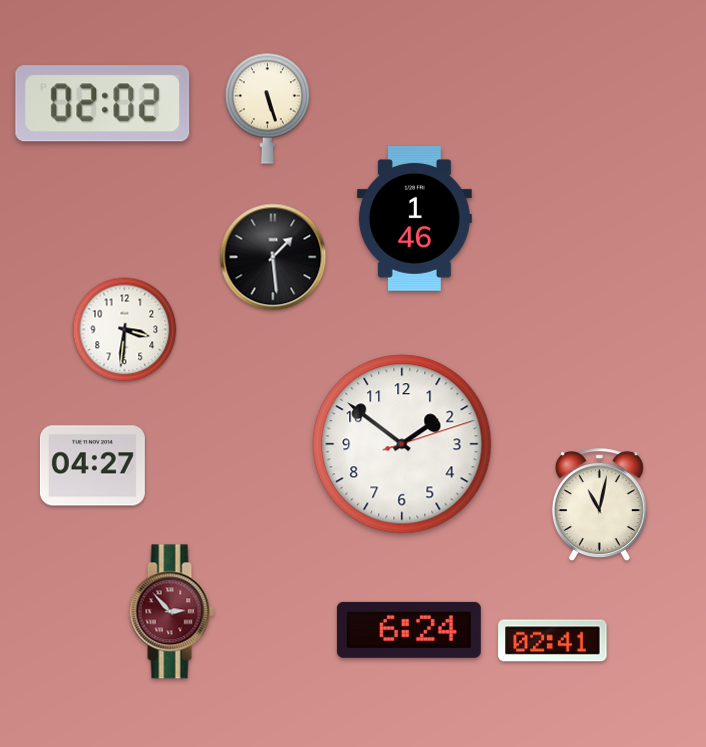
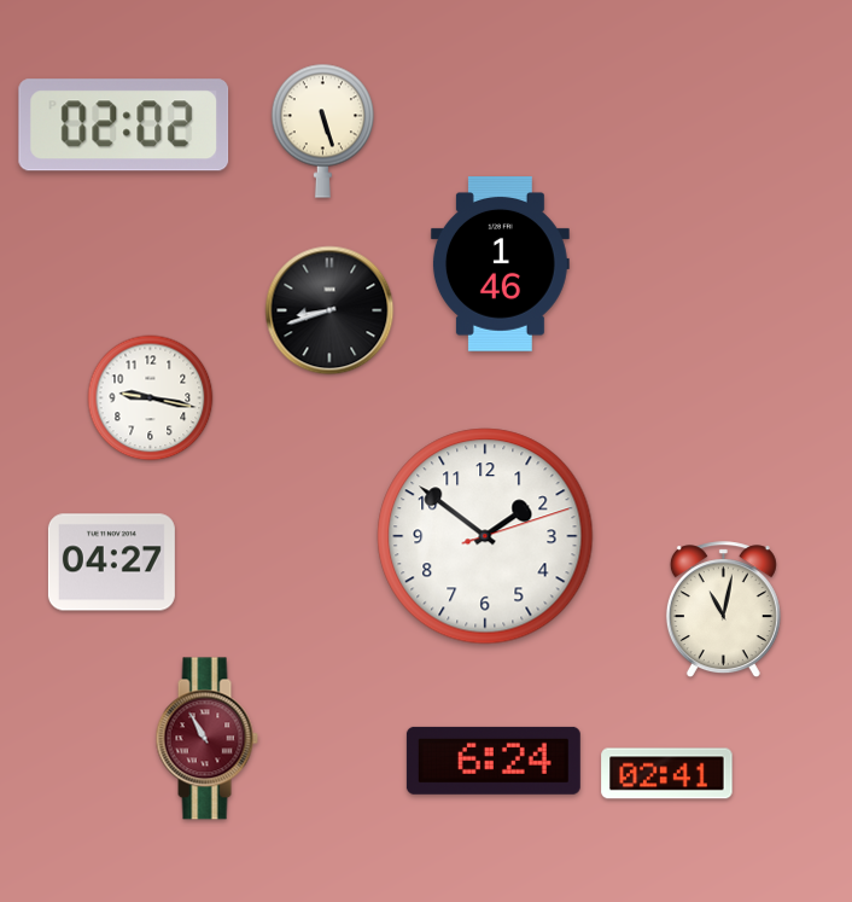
clock at (273, 257): 1:29 -> 8:42
clock at (125, 330): 3:31 -> 9:17
clock at (171, 612): 2:53 -> 10:55
